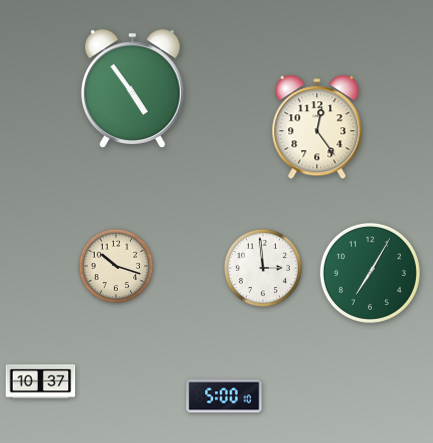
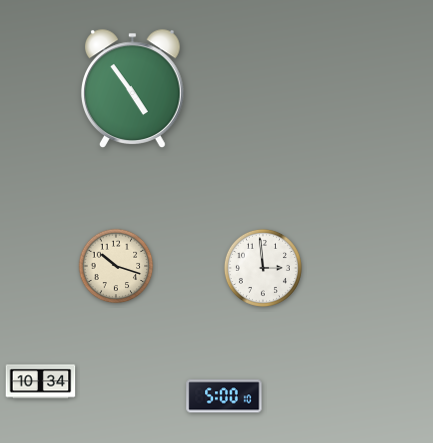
clock at (317, 128): 12:24 -> none
clock at (370, 273): 7:05 -> none
clock at (41, 382): 10:37 -> 10:34
